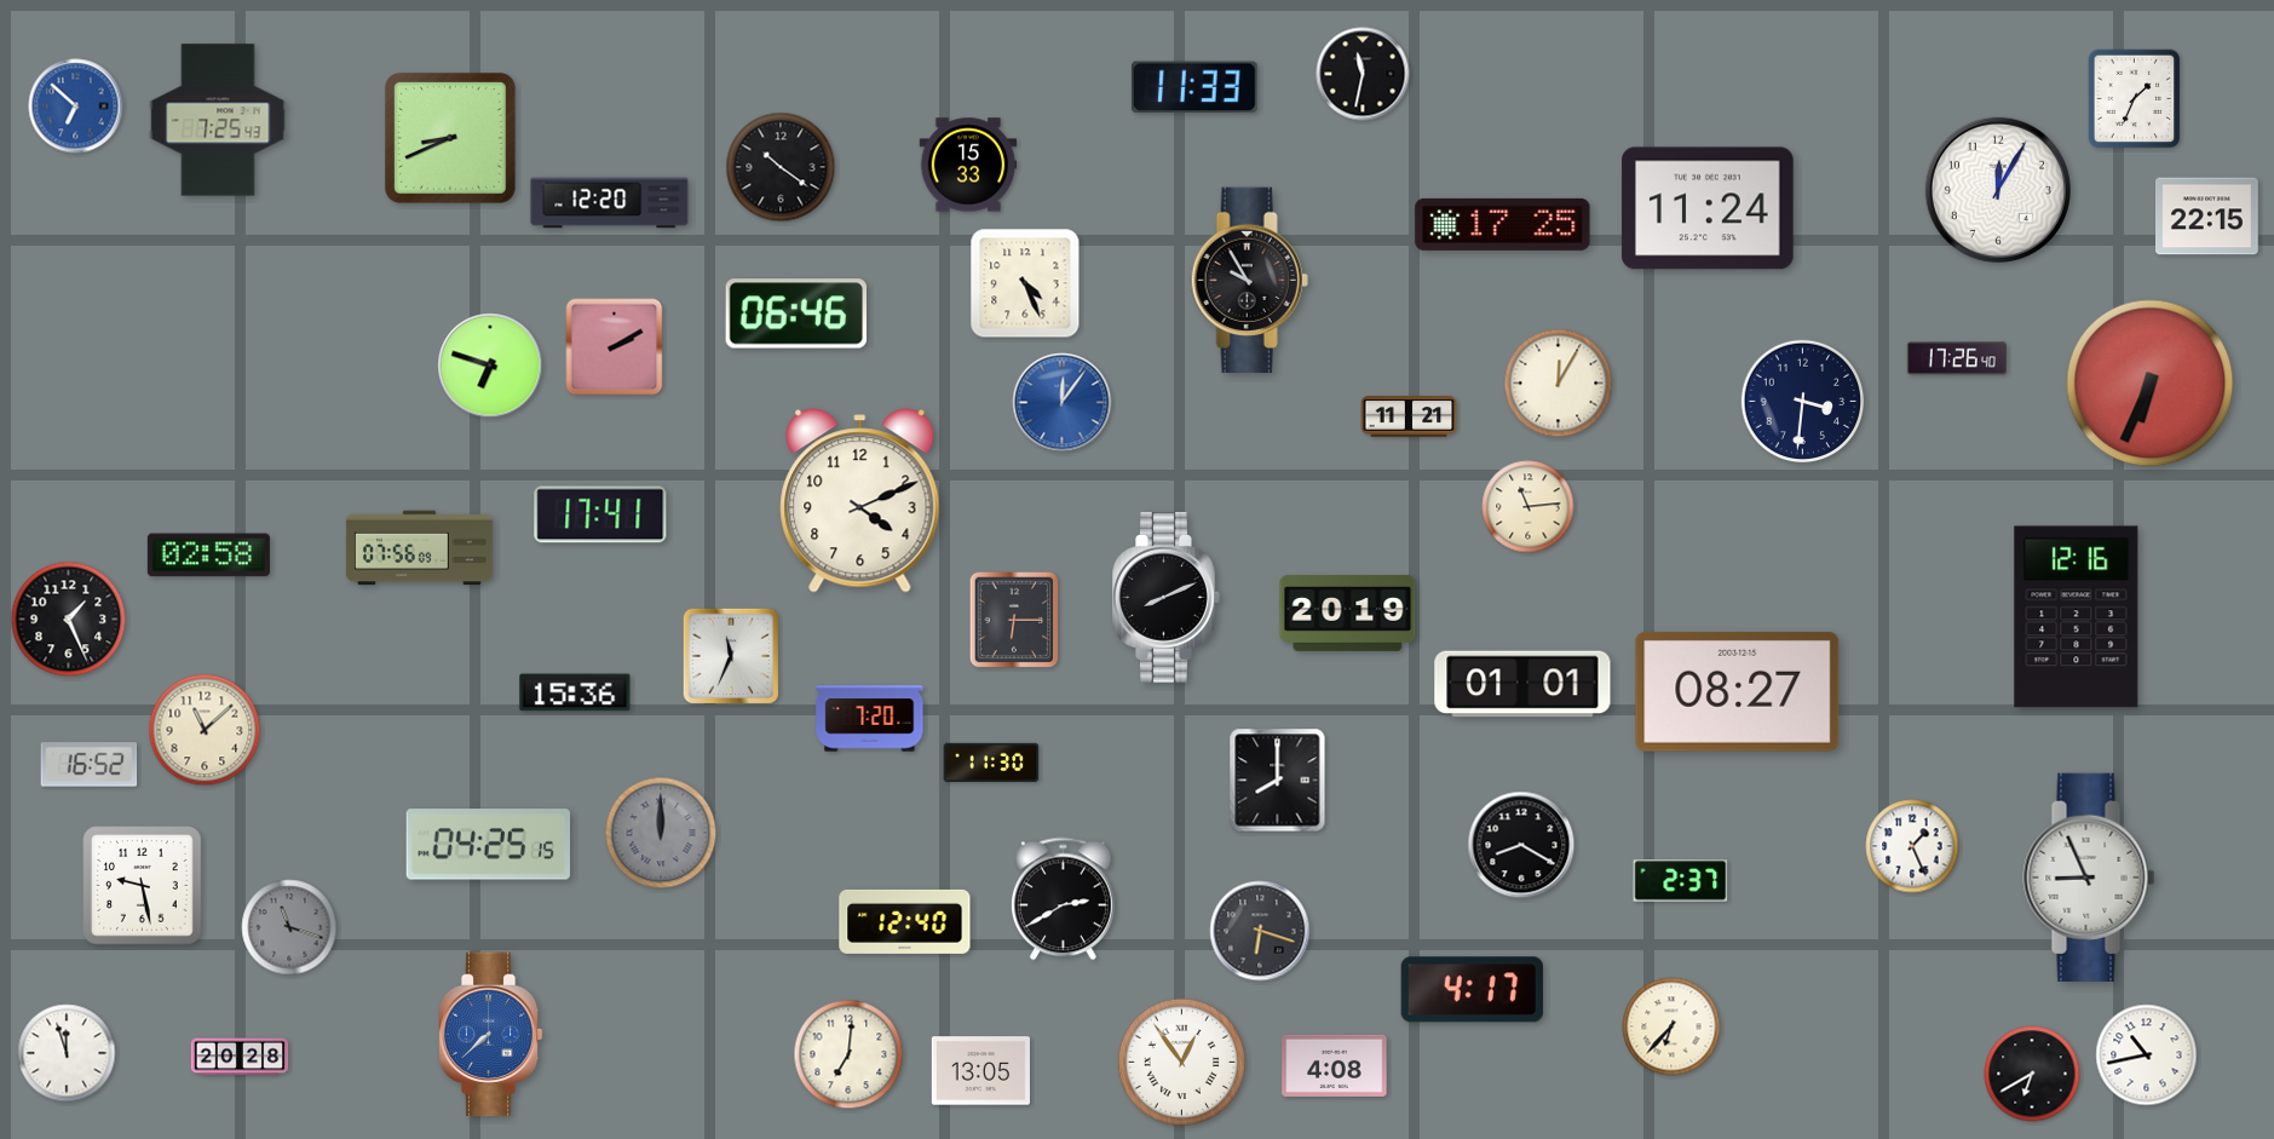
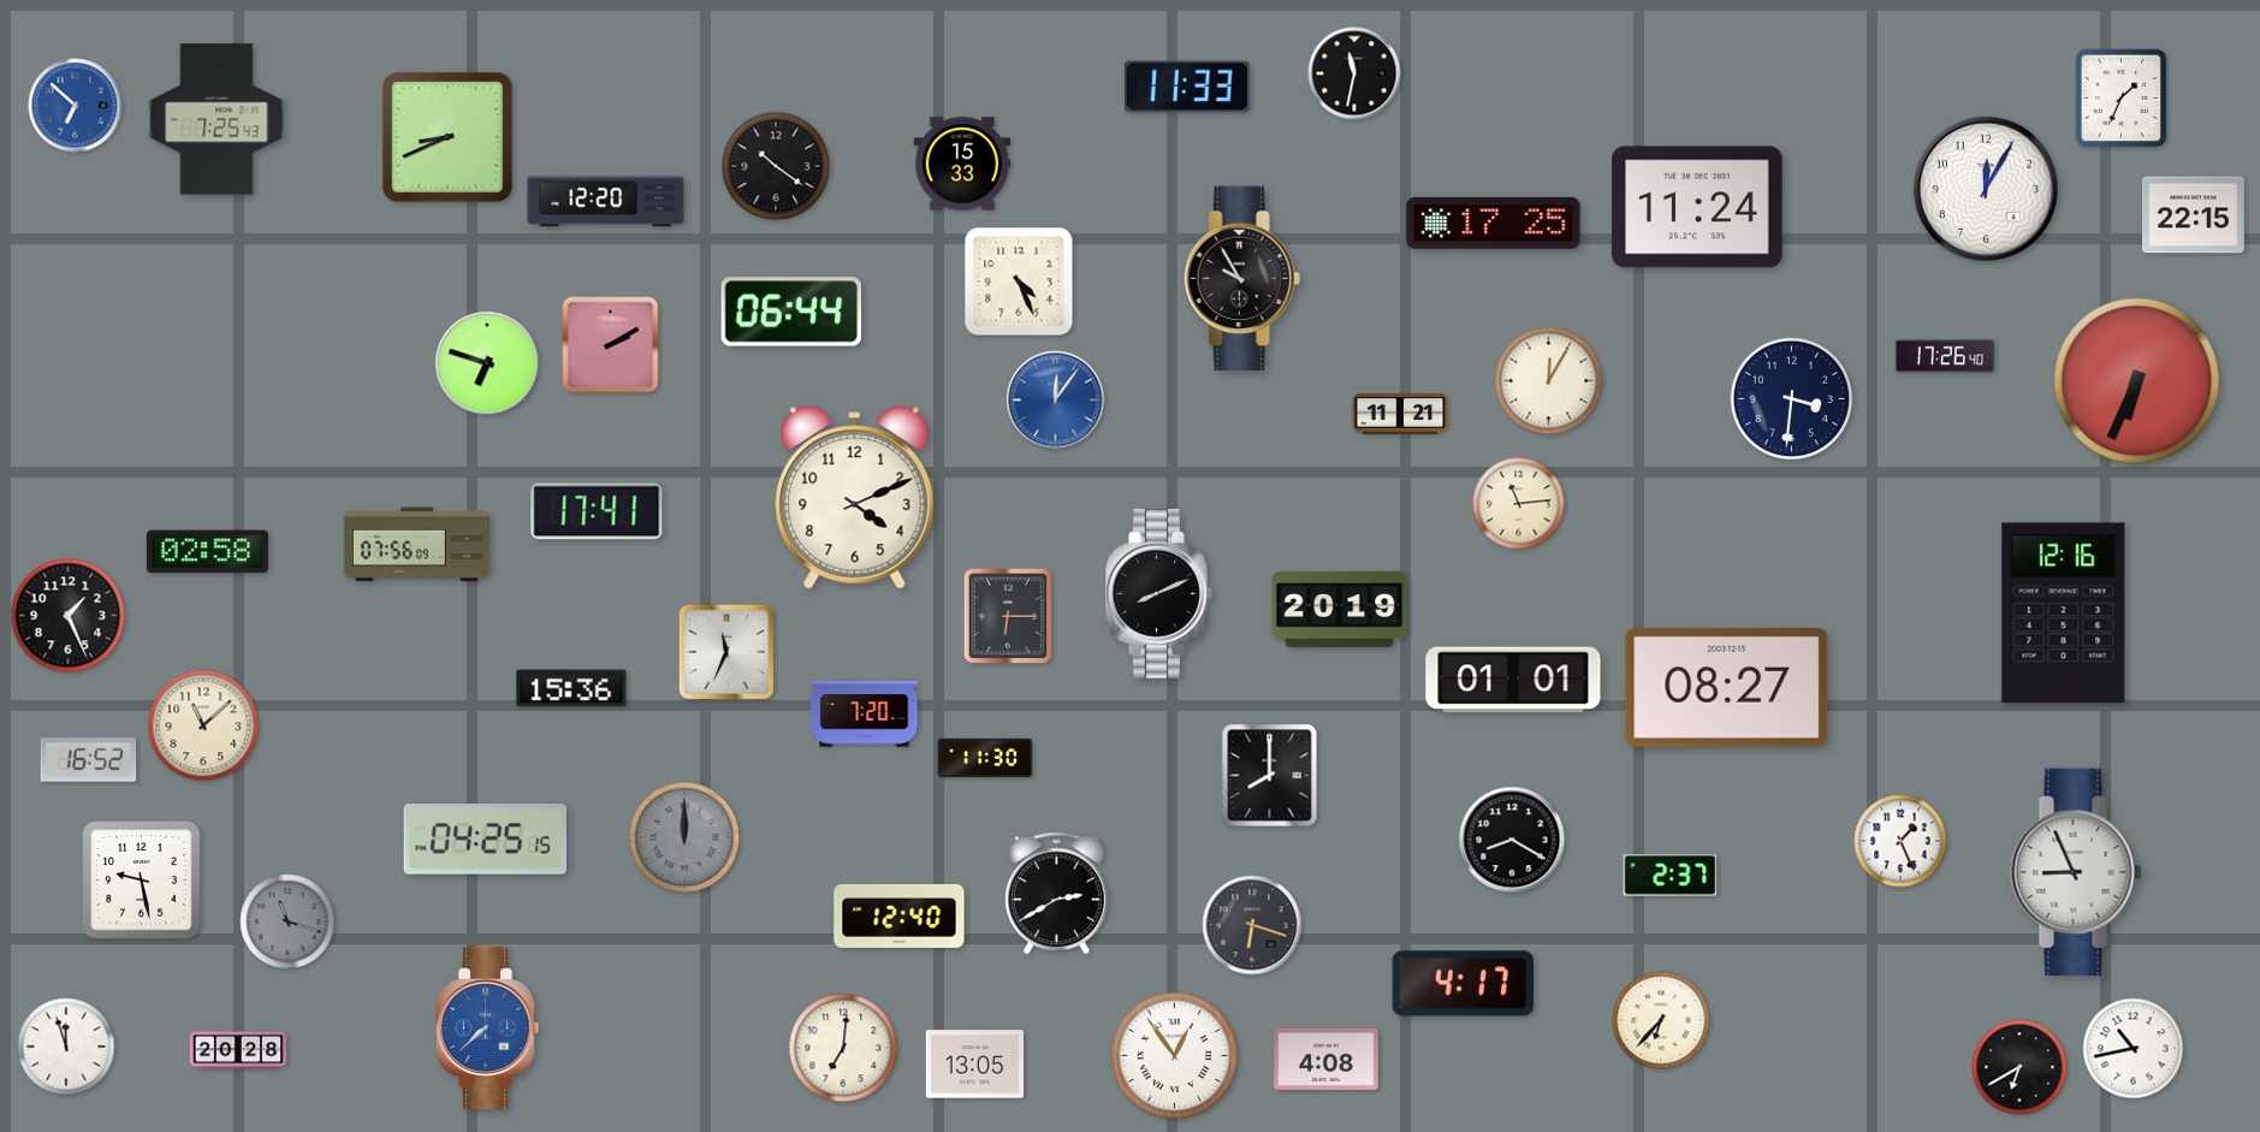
clock at (795, 313): 06:46 -> 06:44
clock at (661, 833) position: (661, 833) -> (684, 837)
